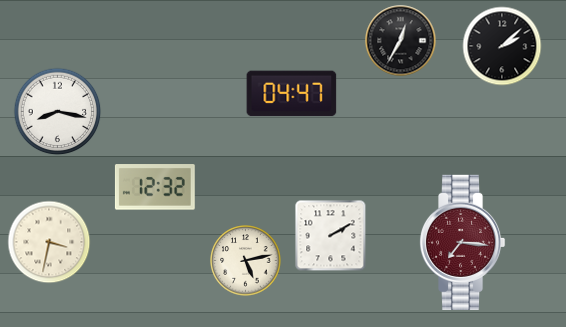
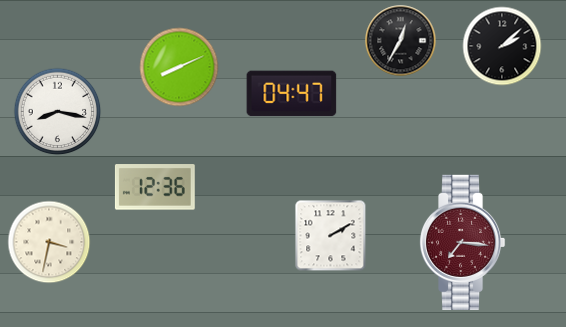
clock at (179, 67): none -> 8:11
clock at (155, 187): 12:32 -> 12:36
clock at (246, 261): 5:13 -> none
